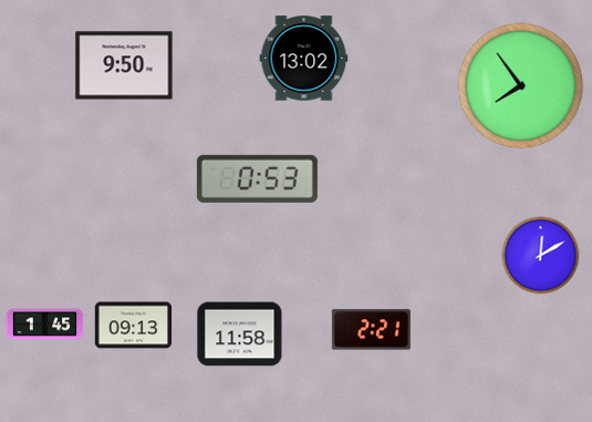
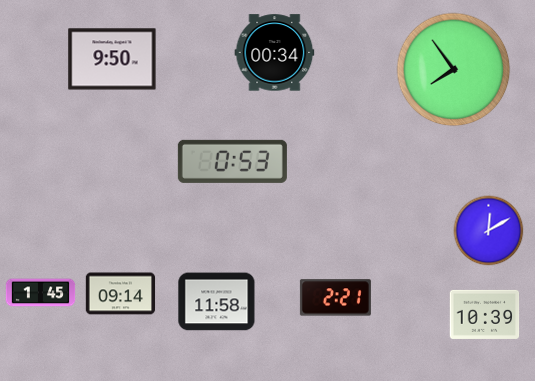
clock at (304, 59): 13:02 -> 00:34
clock at (521, 86) position: (521, 86) -> (454, 70)
clock at (134, 326): 09:13 -> 09:14
clock at (485, 314): none -> 10:39
